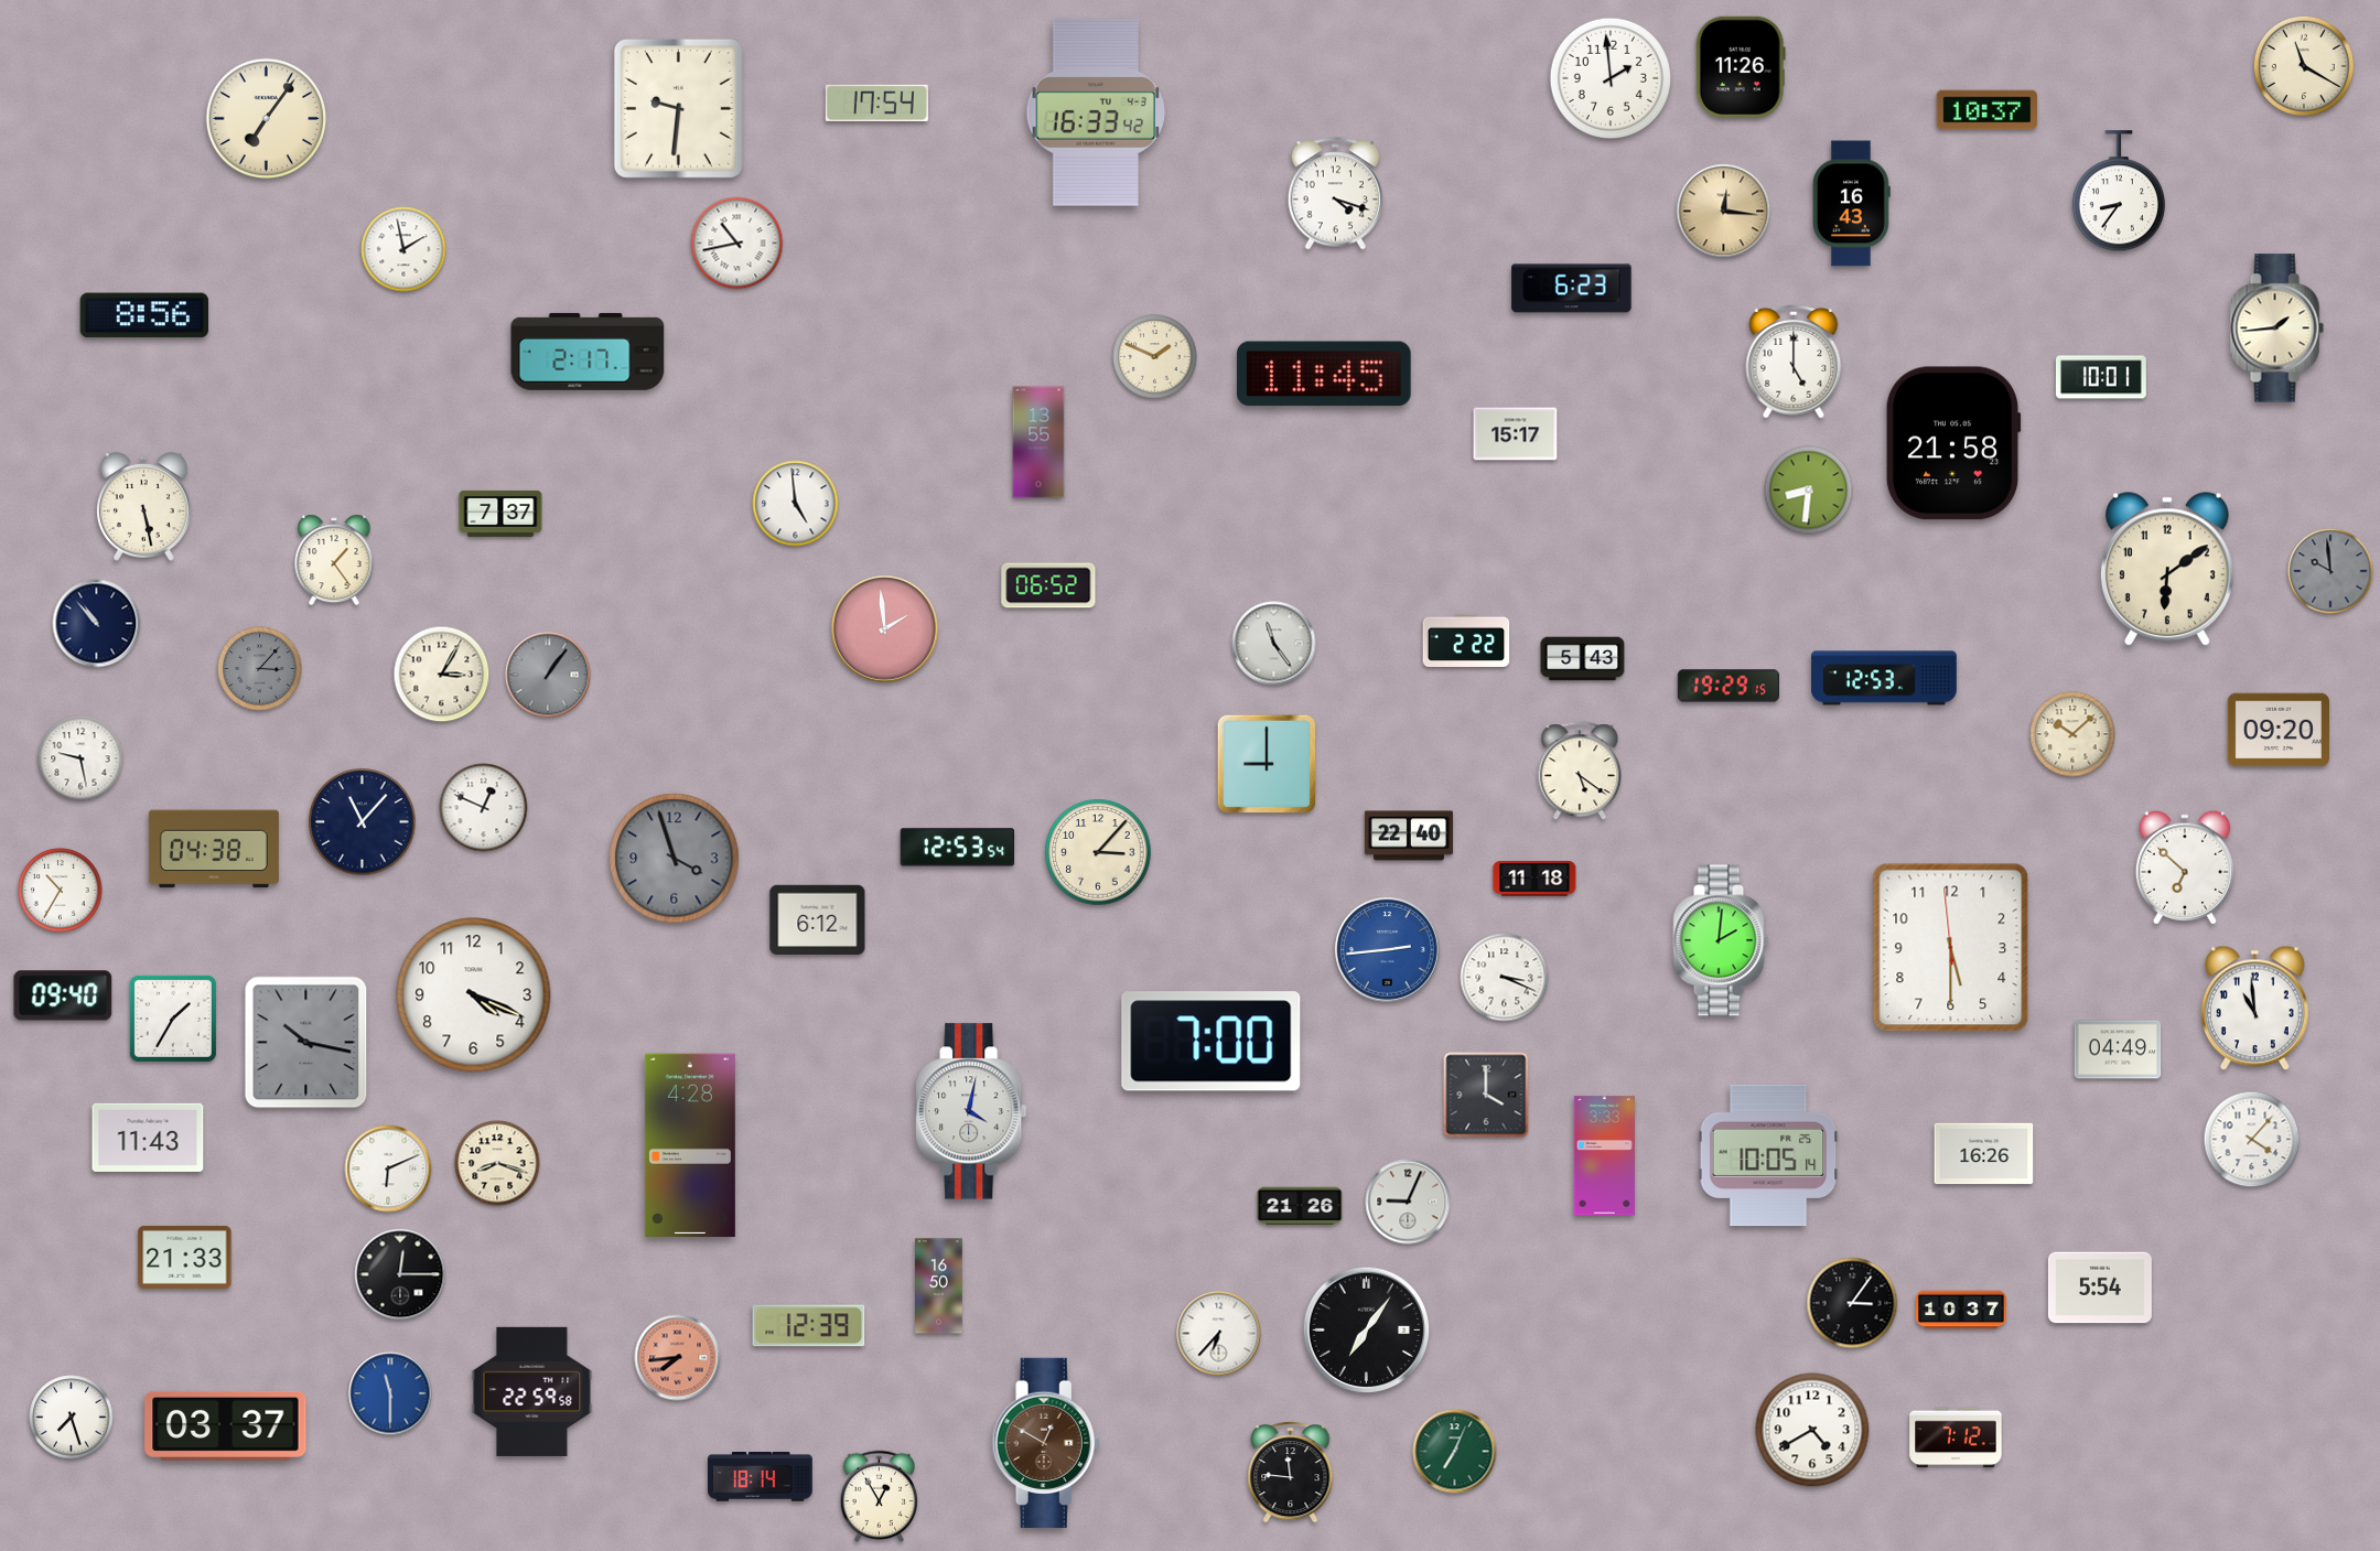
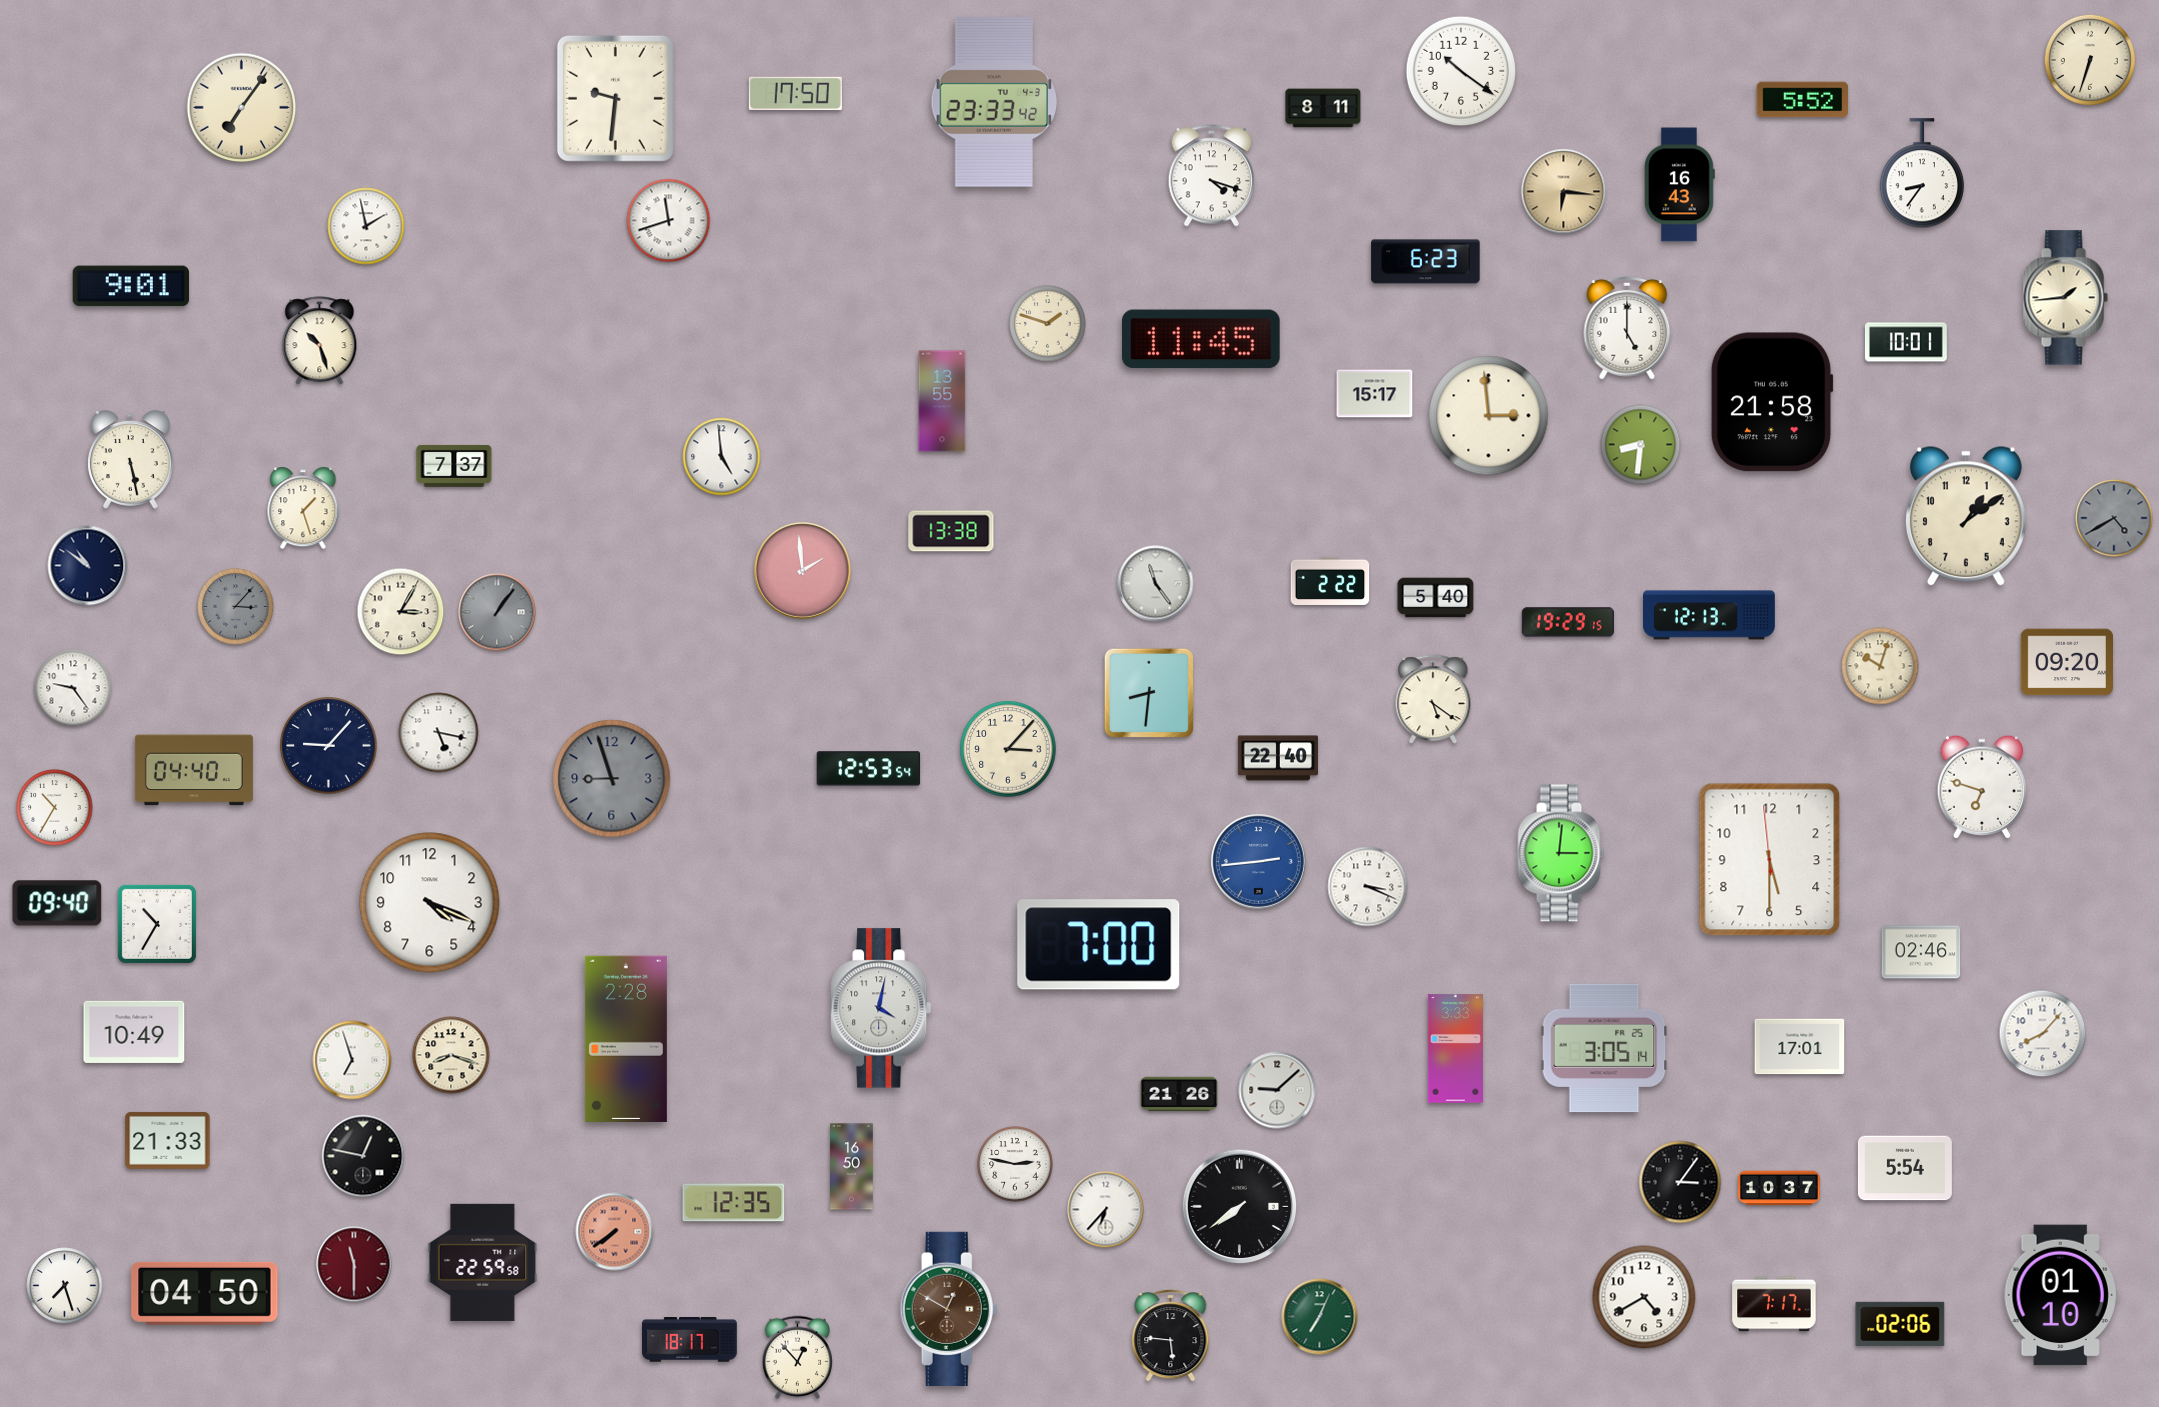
clock at (2304, 66): 11:20 -> 6:33
clock at (1741, 67): 11:26 -> none
clock at (1609, 77): 1:59 -> 10:21
clock at (876, 103): 17:54 -> 17:50
clock at (1988, 110): 10:37 -> 5:52
clock at (1096, 112): 16:33 -> 23:33
clock at (1323, 108): none -> 8:11
clock at (1724, 212): 12:16 -> 6:16
clock at (737, 244): 10:43 -> 11:42
clock at (143, 315): 8:56 -> 9:01
clock at (588, 352): 2:17 -> none
clock at (1155, 357): 1:49 -> 1:48
clock at (320, 341): none -> 10:27
clock at (1489, 416): none -> 2:59
clock at (334, 560): 1:24 -> 1:27
clock at (2167, 570): 6:09 -> 1:09
clock at (2330, 571): 9:59 -> 4:40
clock at (1048, 585): 06:52 -> 13:38
clock at (97, 624): 10:53 -> 10:51
clock at (1583, 659): 5:43 -> 5:40
clock at (1885, 678): 12:53 -> 12:13
clock at (2072, 734): 10:08 -> 10:03
clock at (80, 758): 9:28 -> 9:24
clock at (1267, 764): 9:00 -> 8:31
clock at (484, 808): 12:49 -> 5:17
clock at (363, 822): 11:07 -> 9:07
clock at (214, 849): 04:38 -> 04:40
clock at (1098, 852) position: (1098, 852) -> (1008, 749)
clock at (675, 859): 3:57 -> 8:57
clock at (2185, 868): 6:52 -> 6:48
clock at (1534, 879): 11:18 -> none
clock at (818, 919): 6:12 -> none
clock at (1721, 940): 2:01 -> 3:01
clock at (1505, 978) position: (1505, 978) -> (1368, 887)
clock at (2254, 1009): 10:59 -> none
clock at (173, 1019): 1:35 -> 10:35
clock at (306, 1043): 10:17 -> none
clock at (2118, 1049): 04:49 -> 02:46
clock at (1486, 1095): 4:00 -> none
clock at (148, 1138): 11:43 -> 10:49
clock at (2252, 1140): 4:07 -> 8:07
clock at (690, 1144): 4:28 -> 2:28
clock at (1984, 1154): 16:26 -> 17:01
clock at (1768, 1155): 10:05 -> 3:05
clock at (388, 1168): 6:11 -> 6:57
clock at (1408, 1202): 9:04 -> 9:08
clock at (400, 1274): 12:15 -> 12:47
clock at (1015, 1164): none -> 2:47
clock at (809, 1326): 12:39 -> 12:35
clock at (1367, 1331): 7:06 -> 7:39
clock at (678, 1358): 7:44 -> 7:39
clock at (390, 1393) dial: blue -> burgundy
clock at (226, 1425): 03:37 -> 04:50
clock at (2061, 1295): none -> 01:10
clock at (1956, 1437): 7:12 -> 7:17
clock at (1900, 1324): none -> 02:06
clock at (1291, 1473): 11:46 -> 5:46
clock at (761, 1477): 18:14 -> 18:17
clock at (880, 1496): 12:55 -> 12:53
